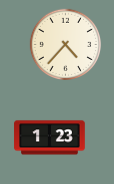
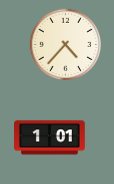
clock at (50, 138): 1:23 -> 1:01
